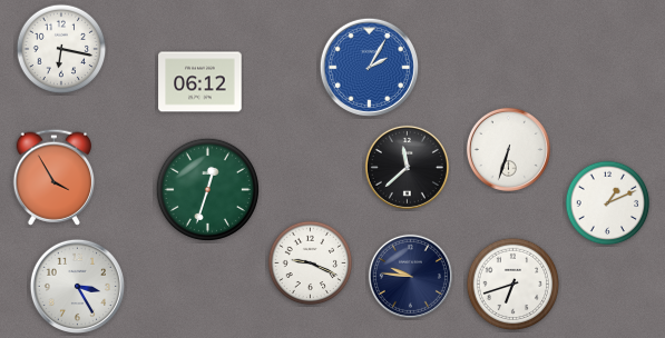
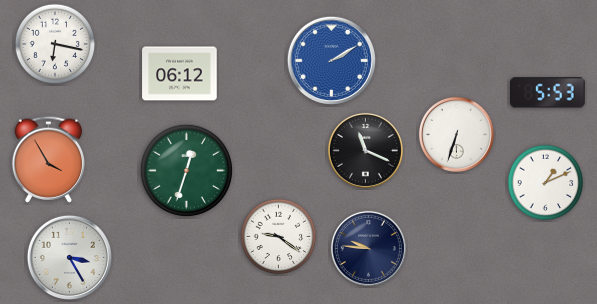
clock at (369, 67): 2:05 -> 2:10
clock at (548, 93): none -> 5:53
clock at (407, 167): 11:38 -> 11:19
clock at (311, 264): 9:19 -> 9:21
clock at (514, 285): 6:42 -> none
